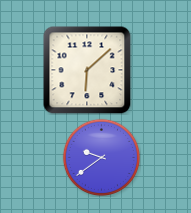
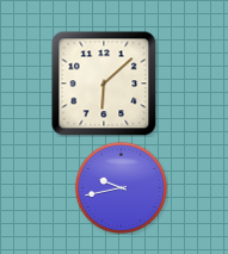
clock at (101, 157): 9:39 -> 9:43
